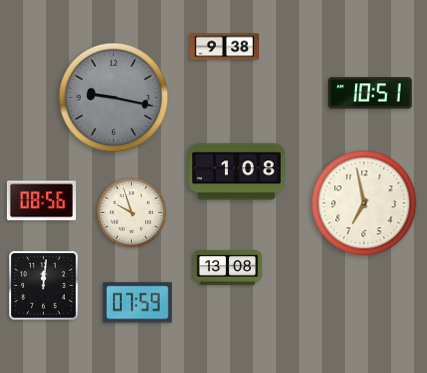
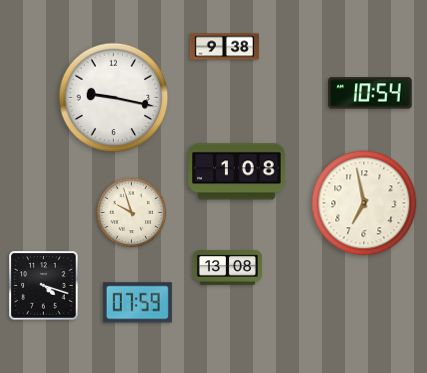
clock at (370, 93): 10:51 -> 10:54
clock at (114, 98) dial: grey -> white
clock at (41, 201): 08:56 -> none
clock at (44, 286): 12:01 -> 4:18
